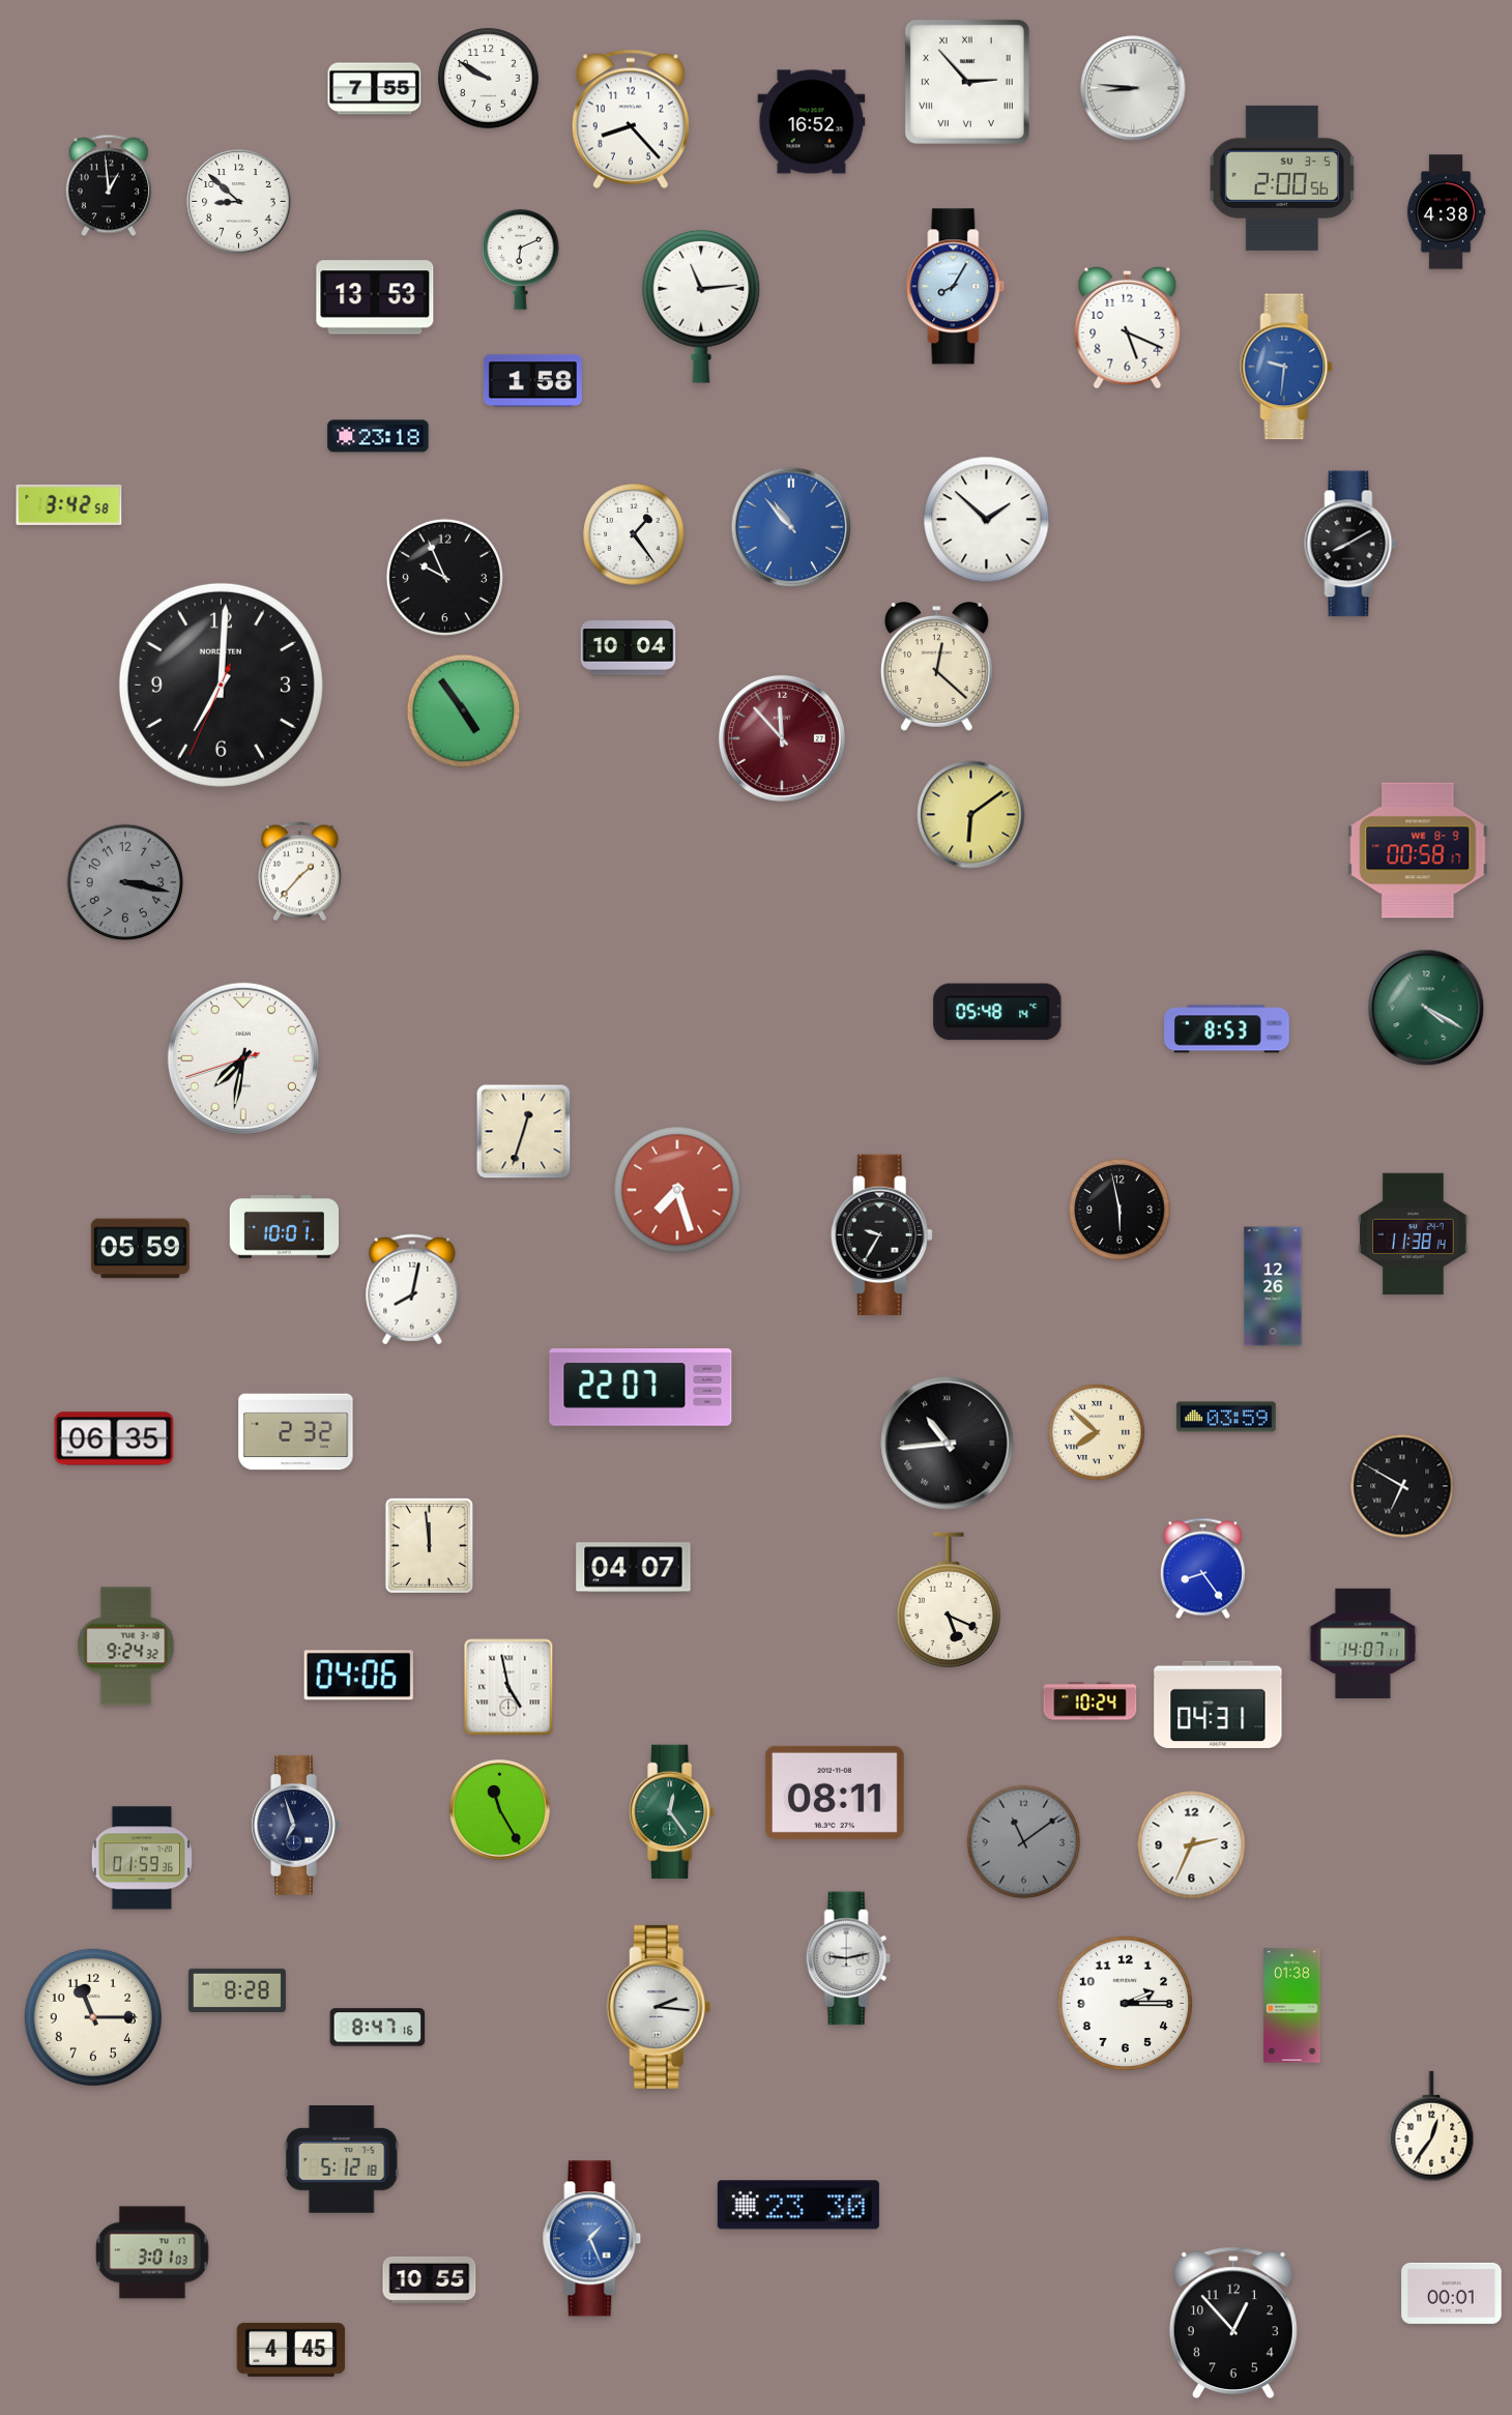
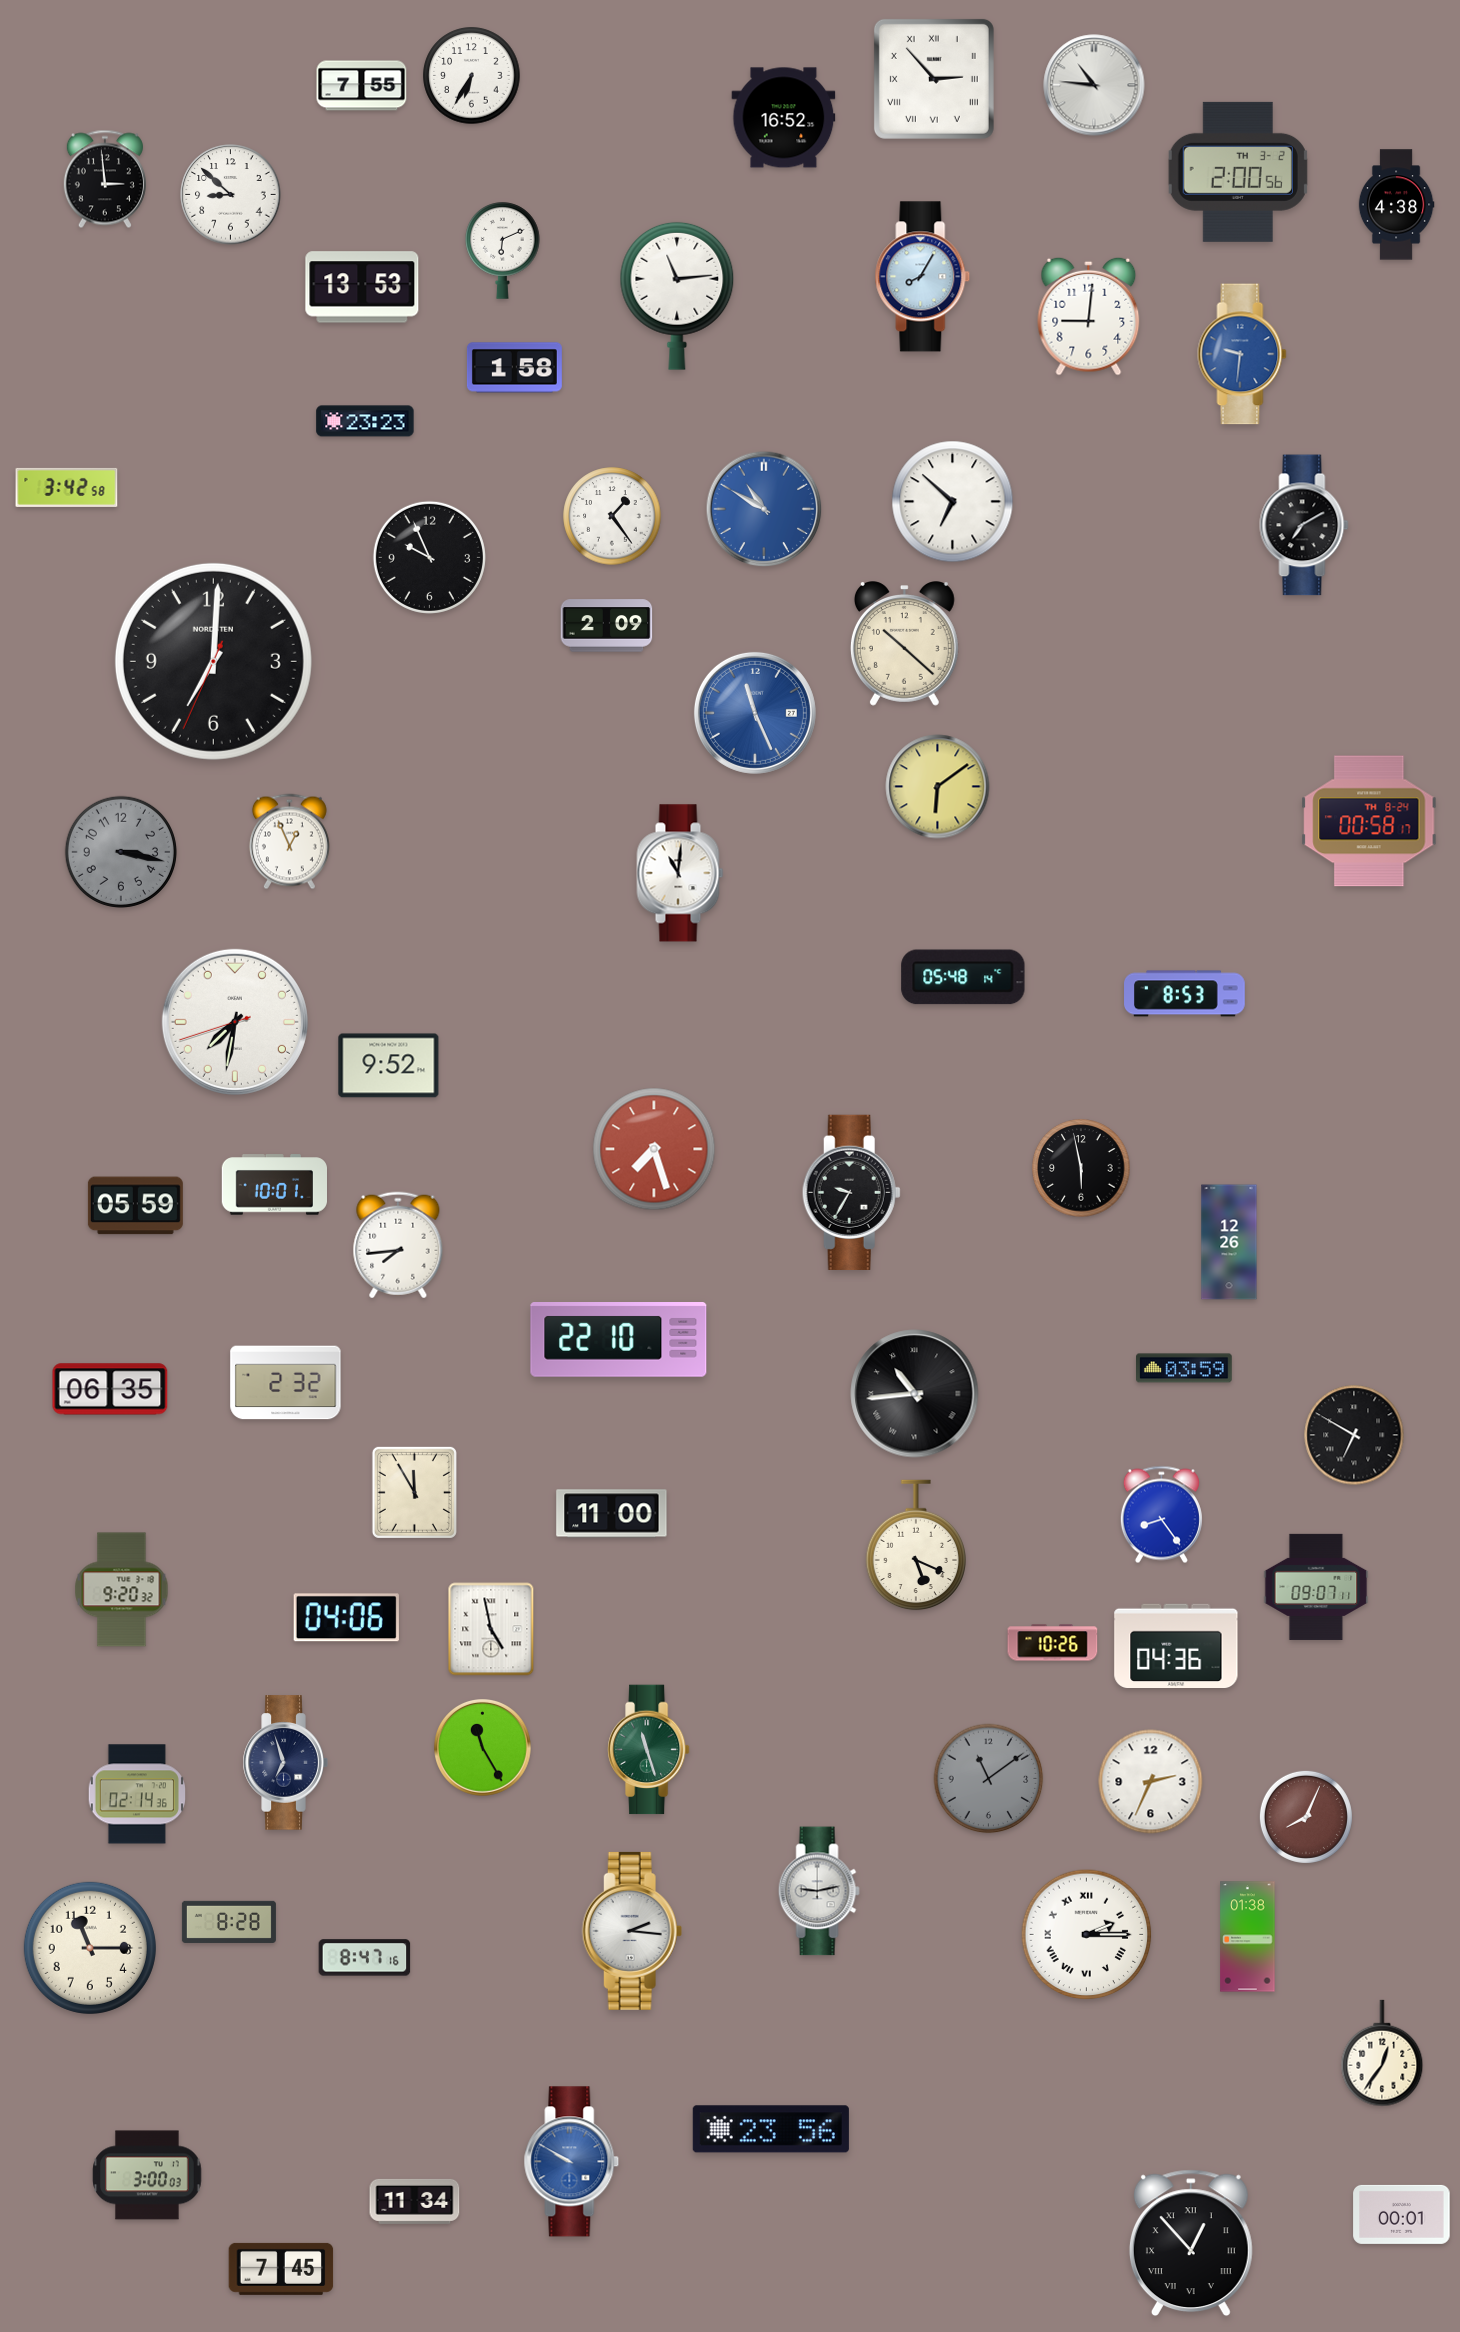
clock at (489, 79): 9:50 -> 6:35
clock at (1133, 88): 8:46 -> 10:46
clock at (631, 119): 8:23 -> none
clock at (1282, 178) date: SU 3-5 -> TH 3-2
clock at (109, 185): 12:59 -> 2:59
clock at (1128, 327): 5:19 -> 9:01
clock at (378, 436): 23:18 -> 23:23
clock at (987, 520): 1:52 -> 6:52
clock at (791, 527): 10:53 -> 10:50
clock at (1350, 544): 8:10 -> 7:10
clock at (629, 648): 10:04 -> 2:09
clock at (936, 667): 12:22 -> 10:22
clock at (464, 711): 4:54 -> none
clock at (782, 738): 11:53 -> 11:26
clock at (782, 738) dial: burgundy -> blue
clock at (1418, 850) date: WE 8-9 -> TH 8-24
clock at (299, 872): 1:37 -> 12:56
clock at (680, 873): none -> 11:01
clock at (1426, 1008): 4:20 -> none
clock at (389, 1066): none -> 9:52
clock at (524, 1132): 12:33 -> none
clock at (1414, 1234): 11:38 -> none
clock at (412, 1289): 8:02 -> 7:44
clock at (641, 1388): 22:07 -> 22:10
clock at (1097, 1432): 7:52 -> none
clock at (429, 1545): 11:59 -> 11:55
clock at (634, 1568): 04:07 -> 11:00
clock at (1363, 1643): 14:07 -> 09:07
clock at (126, 1647): 9:24 -> 9:20
clock at (1091, 1701): 10:24 -> 10:26
clock at (1218, 1704): 04:31 -> 04:36
clock at (836, 1793): 08:11 -> none
clock at (671, 1812): 12:24 -> 11:27
clock at (142, 1858): 01:59 -> 02:14
clock at (1306, 1817): none -> 8:04
clock at (1126, 2004) numerals: Arabic -> Roman
clock at (659, 2007) position: (659, 2007) -> (632, 1931)
clock at (342, 2159): 5:12 -> none
clock at (798, 2205): 23:30 -> 23:56
clock at (592, 2239): 1:26 -> 9:50
clock at (152, 2252): 3:01 -> 3:00
clock at (430, 2279): 10:55 -> 11:34
clock at (1233, 2323) numerals: Arabic -> Roman
clock at (291, 2350): 4:45 -> 7:45
